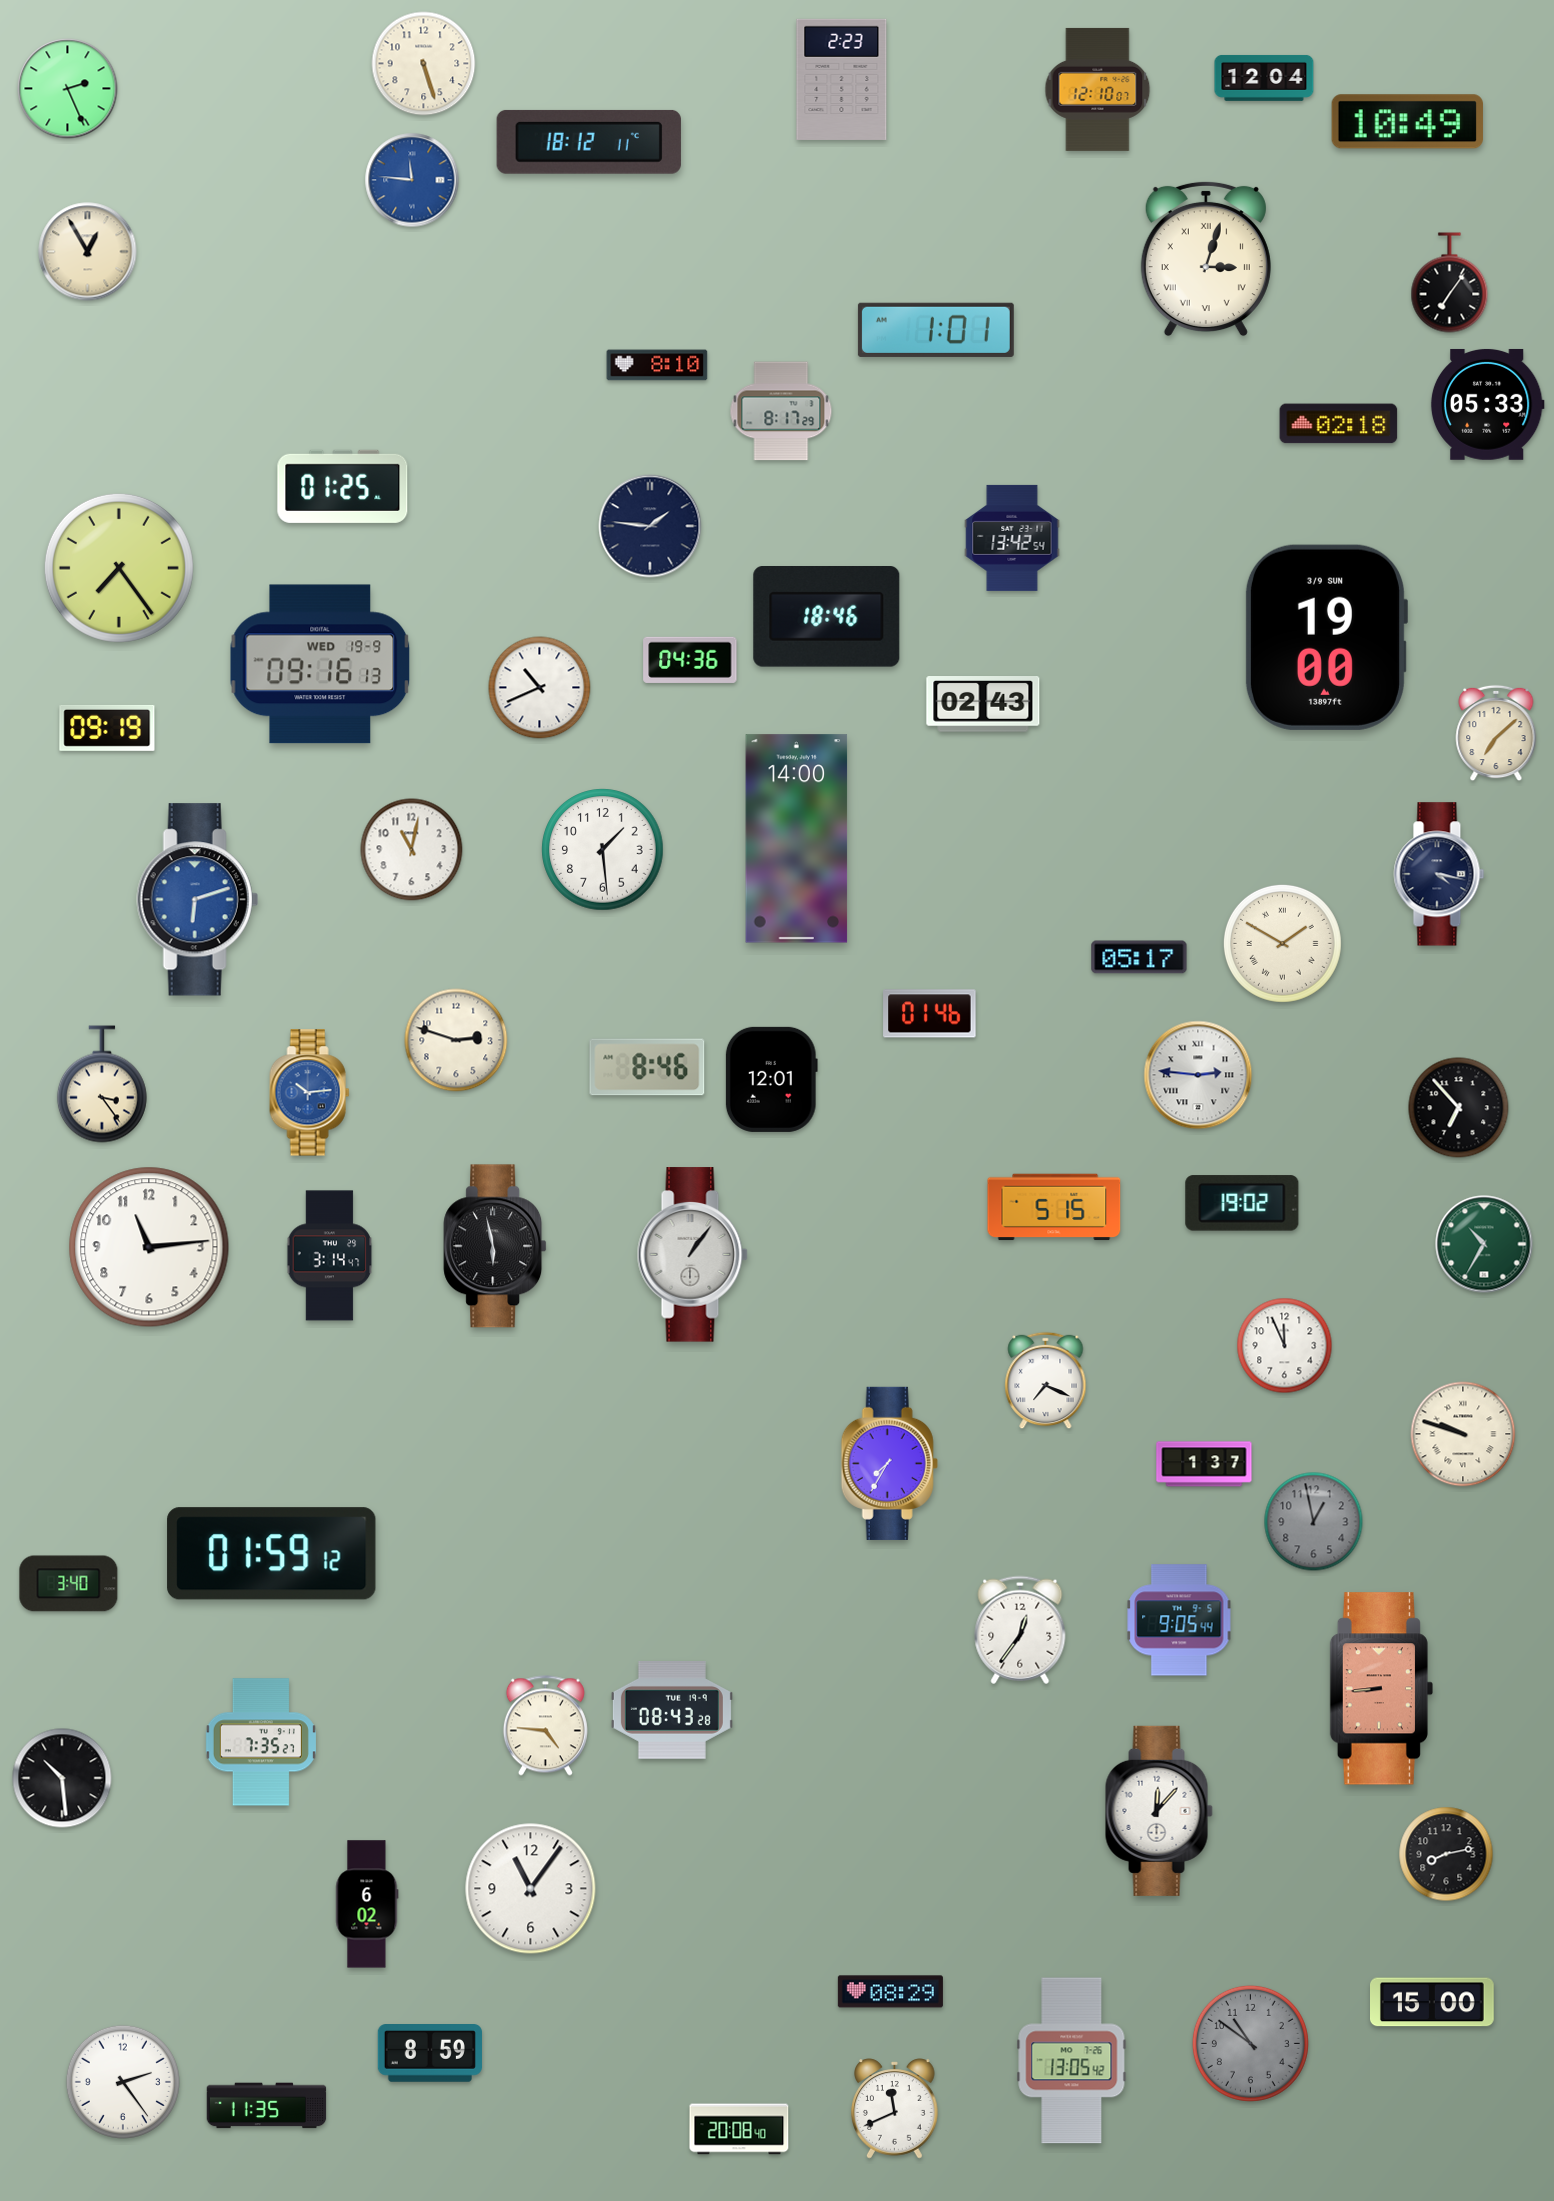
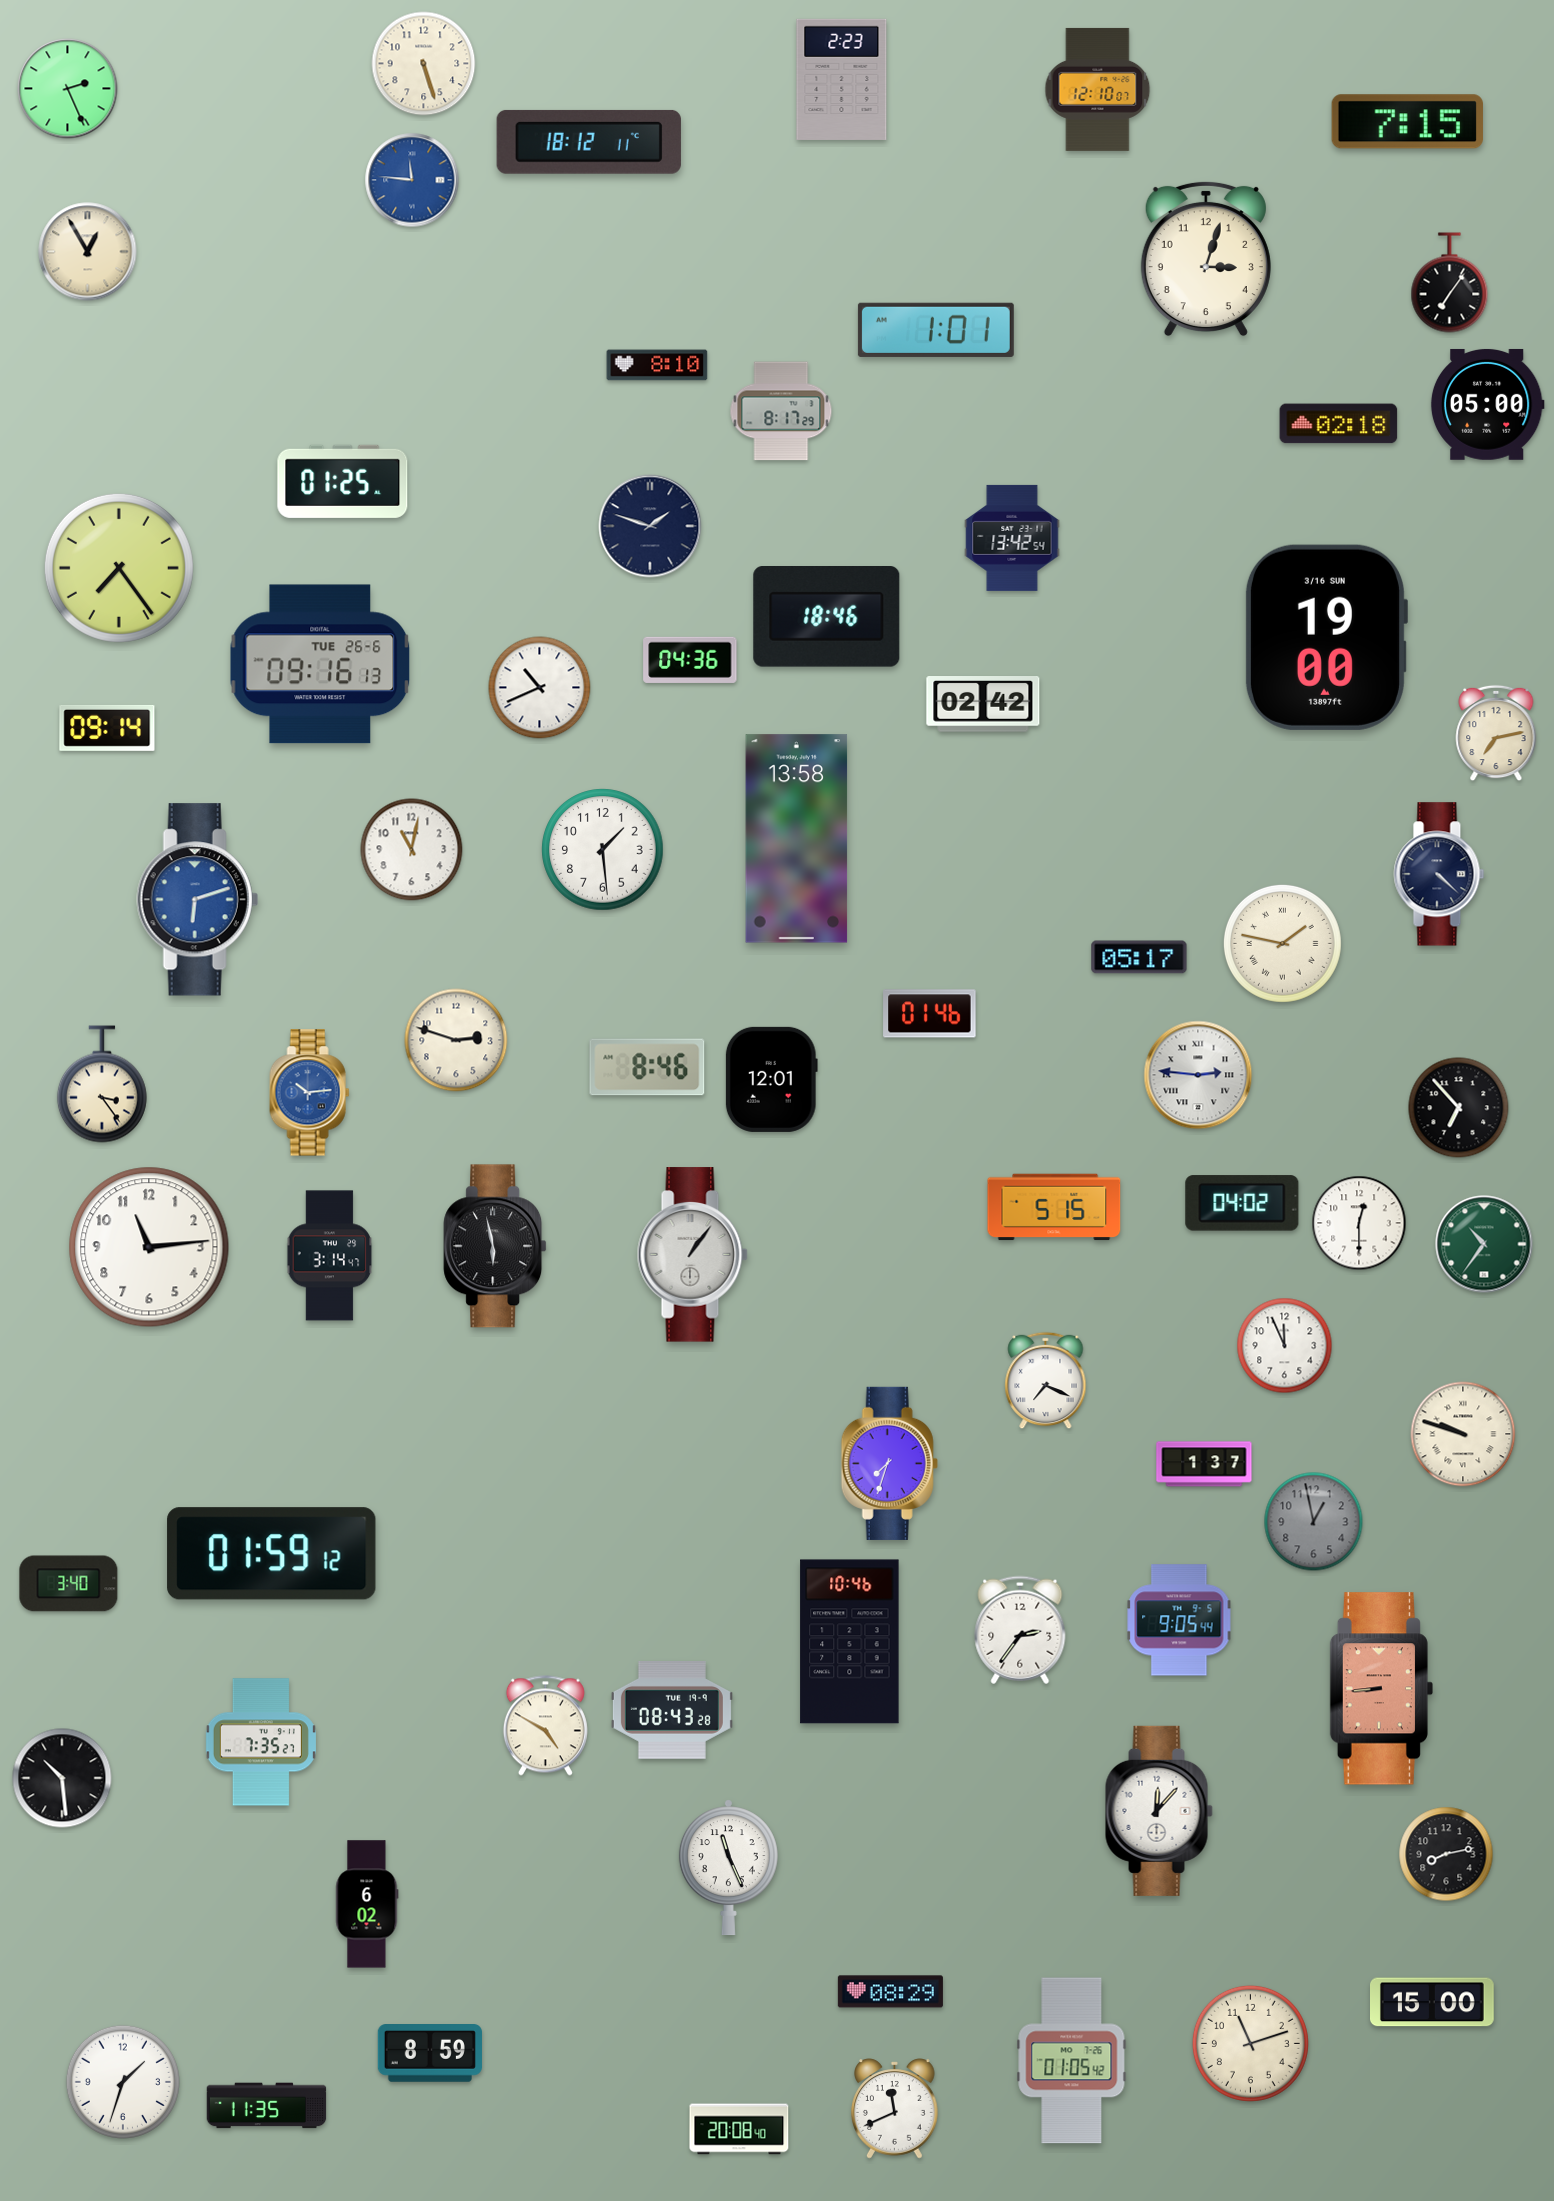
clock at (1264, 78): 12:04 -> none
clock at (1407, 122): 10:49 -> 7:15
clock at (1206, 259) numerals: Roman -> Arabic
clock at (1487, 404): 05:33 -> 05:00
clock at (343, 486) position: (343, 486) -> (343, 481)
clock at (650, 526): 1:46 -> 1:48
clock at (1326, 637) date: 3/9 SUN -> 3/16 SUN
clock at (320, 664) date: WED 19-9 -> TUE 26-6
clock at (983, 704): 02:43 -> 02:42
clock at (107, 728): 09:19 -> 09:14
clock at (1496, 733): 7:08 -> 7:13
clock at (797, 839): 14:00 -> 13:58
clock at (1439, 874): 4:17 -> 4:22
clock at (1282, 943): 1:50 -> 1:47
clock at (1242, 1203): 19:02 -> 04:02
clock at (1359, 1223): none -> 12:30
clock at (1484, 1244): 10:35 -> 10:36
clock at (889, 1463): 7:35 -> 7:33
clock at (1020, 1630): 12:36 -> 2:36
clock at (850, 1642): none -> 10:46
clock at (545, 1726): 4:46 -> 4:50
clock at (728, 1868): none -> 11:26
clock at (531, 1889): 11:06 -> none
clock at (1250, 2043): 10:51 -> 11:12
clock at (1250, 2043) dial: grey -> cream
clock at (1072, 2061): 13:05 -> 01:05
clock at (123, 2082): 2:24 -> 1:33
